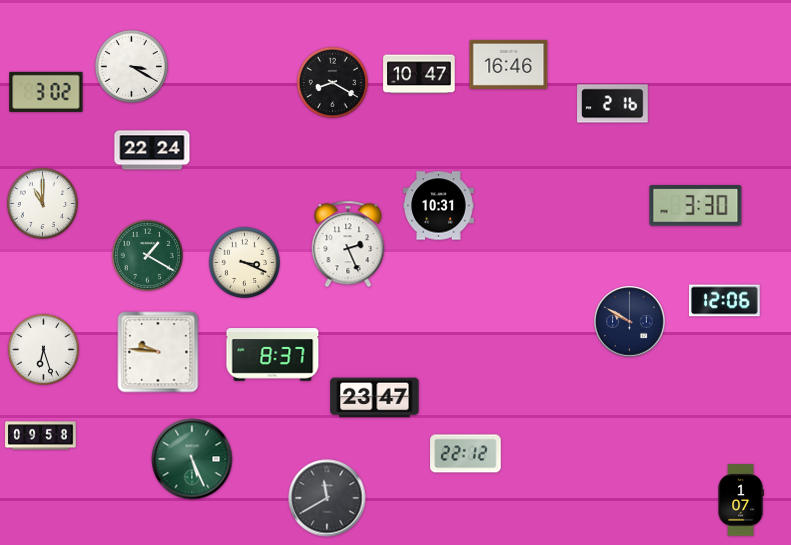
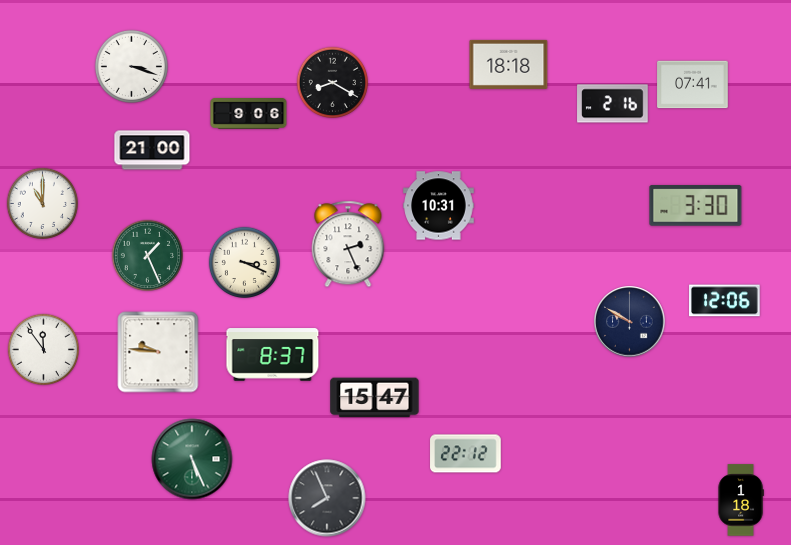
clock at (509, 64): 16:46 -> 18:18
clock at (131, 66): 3:20 -> 3:18
clock at (419, 74): 10:47 -> none
clock at (693, 85): none -> 07:41
clock at (46, 92): 3:02 -> none
clock at (249, 114): none -> 9:06
clock at (152, 150): 22:24 -> 21:00
clock at (147, 255): 1:20 -> 1:26
clock at (43, 349): 6:27 -> 11:54
clock at (375, 398): 23:47 -> 15:47
clock at (41, 436): 09:58 -> none
clock at (327, 498): 11:40 -> 7:56
clock at (741, 500): 1:07 -> 1:18
